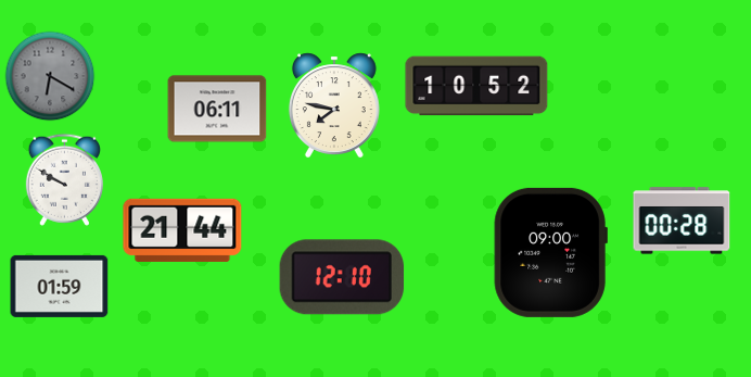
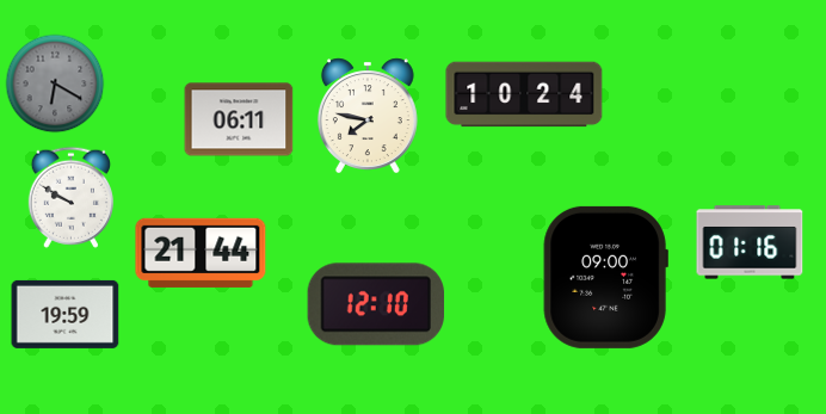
clock at (476, 86): 10:52 -> 10:24
clock at (682, 221): 00:28 -> 01:16
clock at (60, 286): 01:59 -> 19:59
